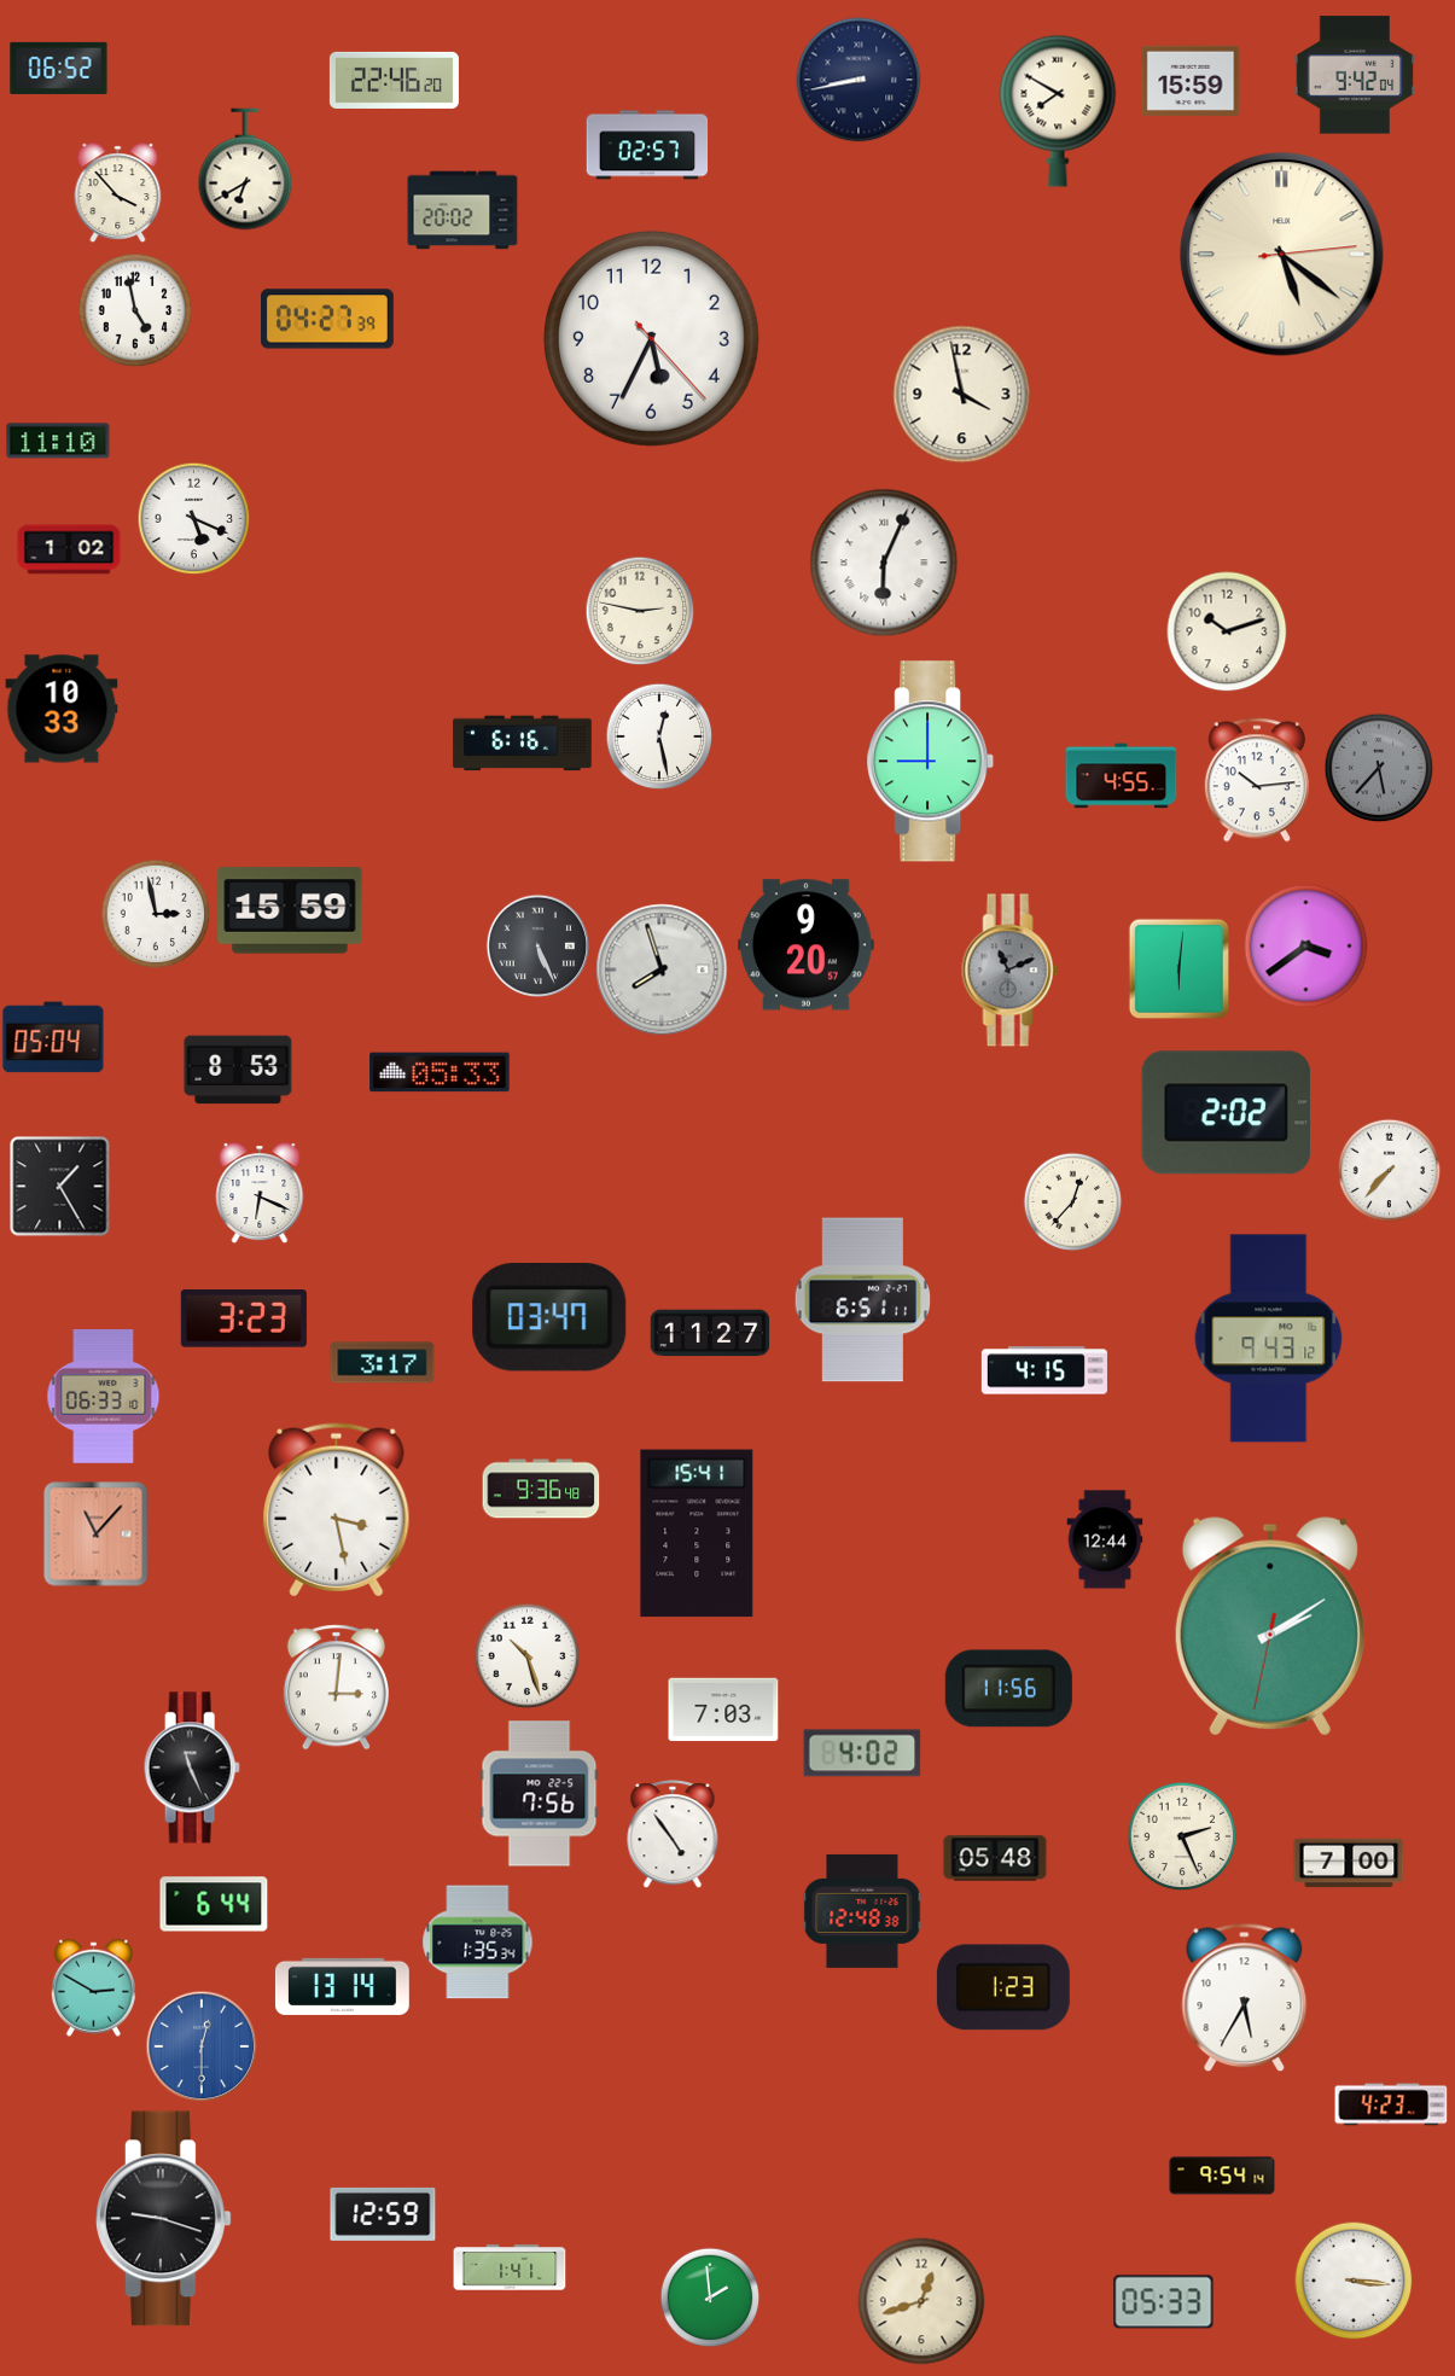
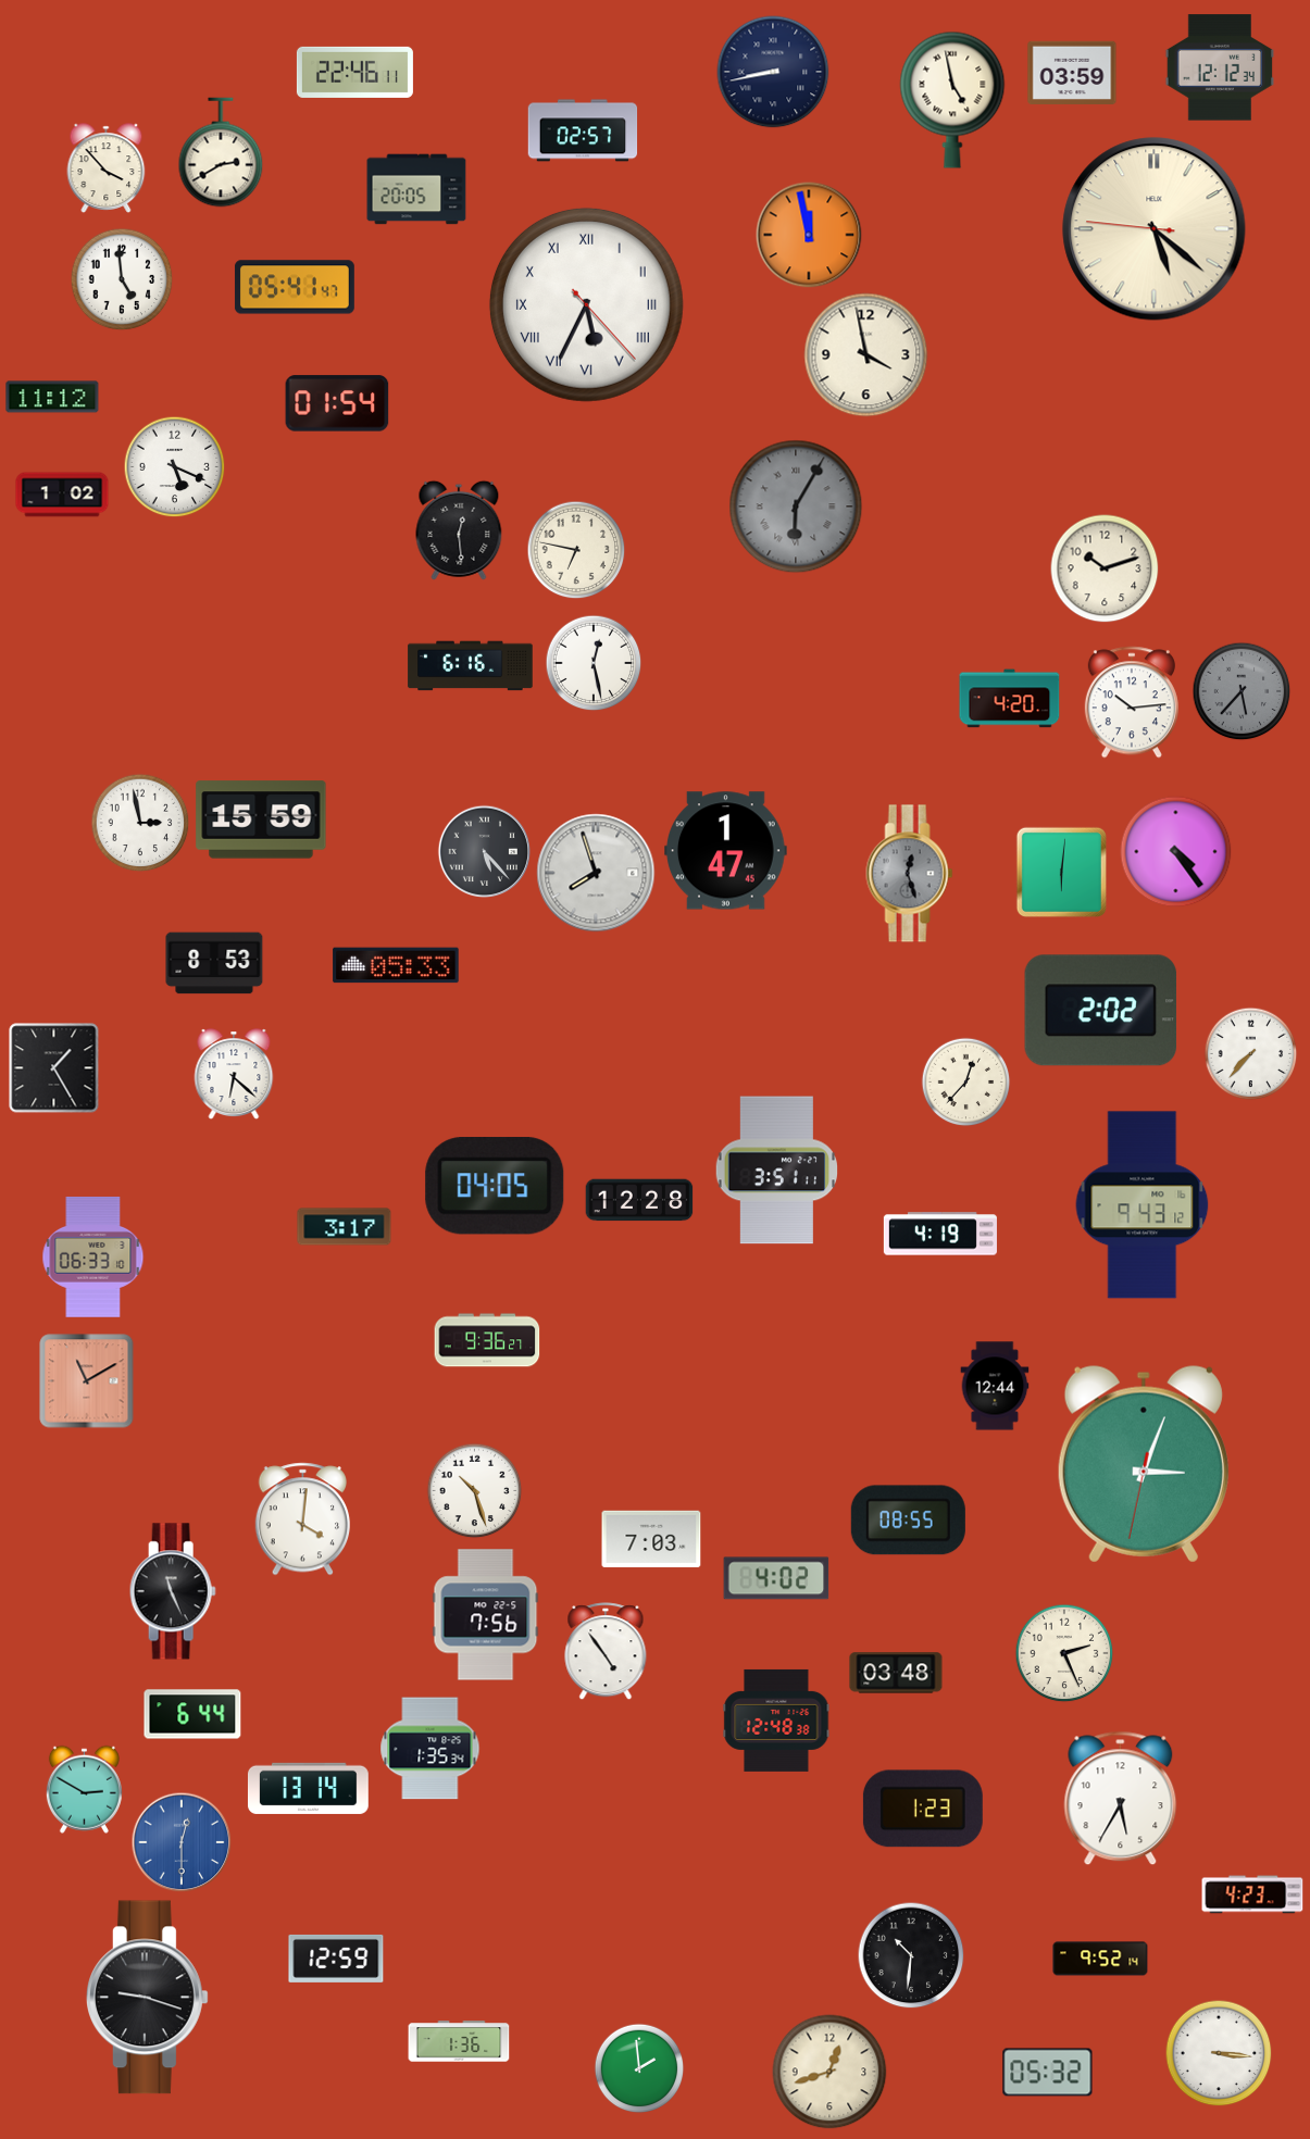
clock at (59, 68): 06:52 -> none
clock at (1355, 75): 9:42 -> 12:12
clock at (394, 80): 22:46:20 -> 22:46:11
clock at (1191, 80): 15:59 -> 03:59
clock at (1058, 111): 7:50 -> 4:58
clock at (245, 169): 6:40 -> 2:40
clock at (118, 193) position: (118, 193) -> (107, 168)
clock at (462, 210): 20:02 -> 20:05
clock at (1282, 255): 5:21:14 -> 5:21:46
clock at (809, 235): none -> 11:58
clock at (135, 310): 4:58 -> 4:59
clock at (327, 319): 04:27 -> 05:41
clock at (651, 338) numerals: Arabic -> Roman
clock at (58, 441): 11:10 -> 11:12
clock at (337, 403): none -> 01:54
clock at (884, 563): 6:04 -> 6:05
clock at (884, 563) dial: white -> grey
clock at (459, 530): none -> 12:29
clock at (640, 611): 2:47 -> 6:47
clock at (62, 709): 10:33 -> none
clock at (523, 744) position: (523, 744) -> (471, 666)
clock at (932, 762): 9:00 -> none
clock at (1122, 776): 4:55 -> 4:20
clock at (537, 945): 5:26 -> 5:23
clock at (807, 945): 9:20 -> 1:47
clock at (1306, 947): 3:39 -> 4:24
clock at (1011, 971): 11:11 -> 12:27
clock at (53, 1037): 05:04 -> none
clock at (1227, 1113) position: (1227, 1113) -> (1101, 1011)
clock at (260, 1193): 6:19 -> 6:22
clock at (863, 1300): 6:51 -> 3:51
clock at (549, 1317): 03:47 -> 04:05
clock at (244, 1318): 3:23 -> none
clock at (710, 1333): 11:27 -> 12:28
clock at (1044, 1370): 4:15 -> 4:19
clock at (541, 1489): 9:36:48 -> 9:36:27
clock at (337, 1510): 3:28 -> none
clock at (697, 1533): 15:41 -> none
clock at (97, 1534): 11:07 -> 11:10
clock at (1270, 1626): 2:09 -> 3:03
clock at (336, 1688): 3:01 -> 4:01
clock at (1008, 1689): 11:56 -> 08:55
clock at (995, 1858): 05:48 -> 03:48
clock at (1349, 1863): 7:00 -> none
clock at (1003, 1987) position: (1003, 1987) -> (923, 1809)
clock at (911, 1955): none -> 10:31
clock at (1222, 2176): 9:54 -> 9:52
clock at (383, 2214) position: (383, 2214) -> (336, 1959)
clock at (510, 2267): 1:41 -> 1:36
clock at (1164, 2302): 05:33 -> 05:32
